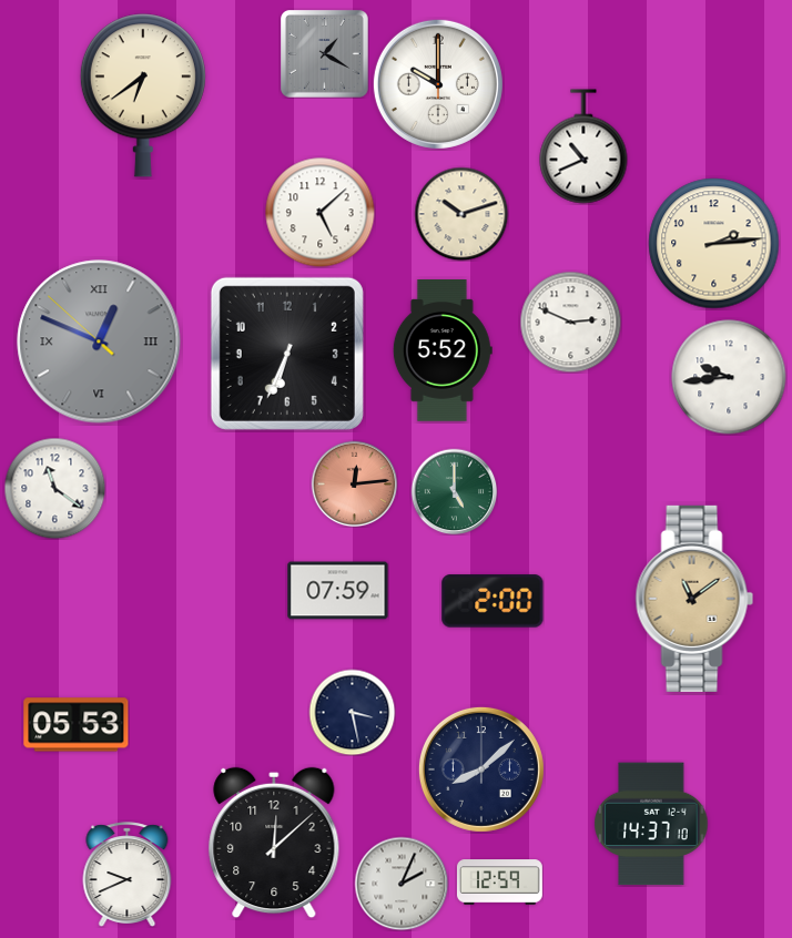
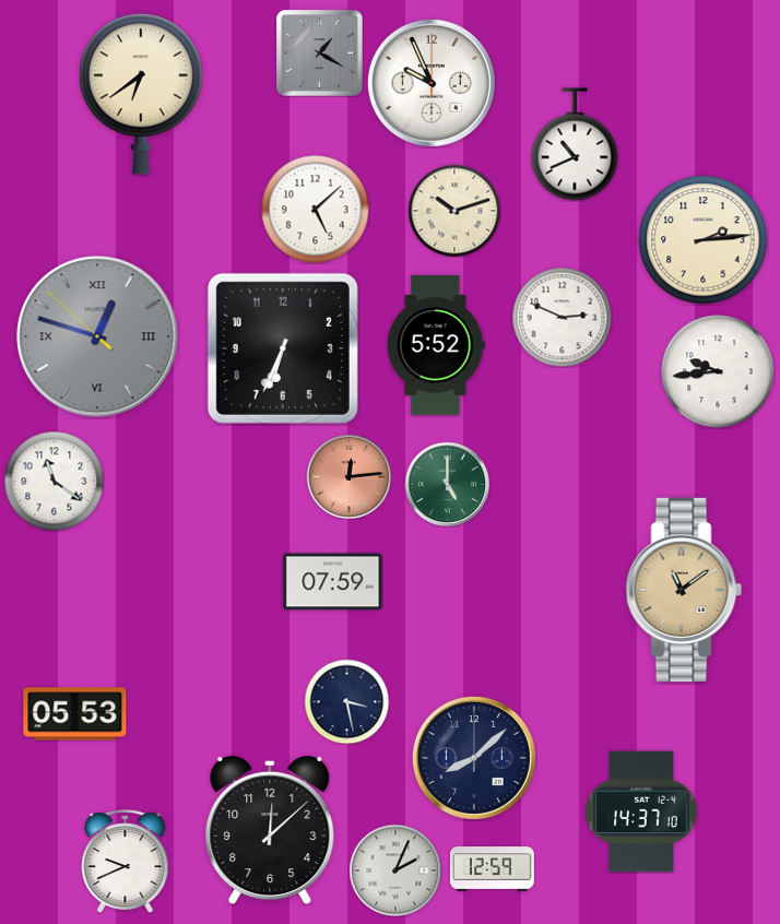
clock at (438, 84): 10:00 -> 9:56
clock at (99, 341): 12:48 -> 12:47
clock at (493, 601): 2:00 -> none
